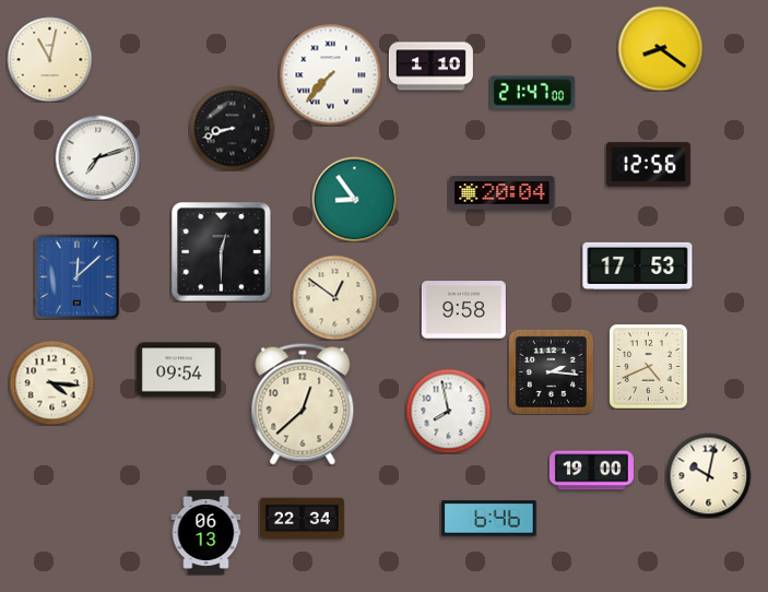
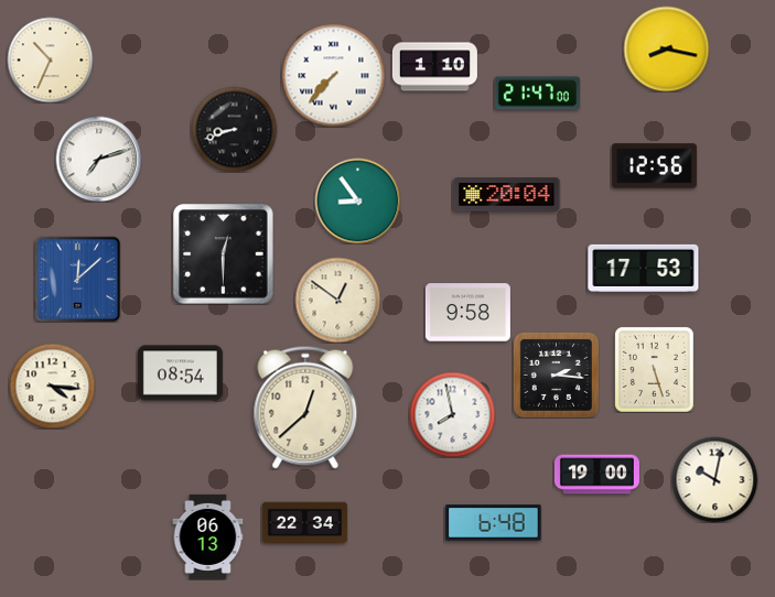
clock at (660, 48): 8:21 -> 8:17
clock at (49, 59): 11:02 -> 10:34
clock at (649, 367): 4:41 -> 5:27
clock at (178, 370): 09:54 -> 08:54
clock at (489, 519): 6:46 -> 6:48
